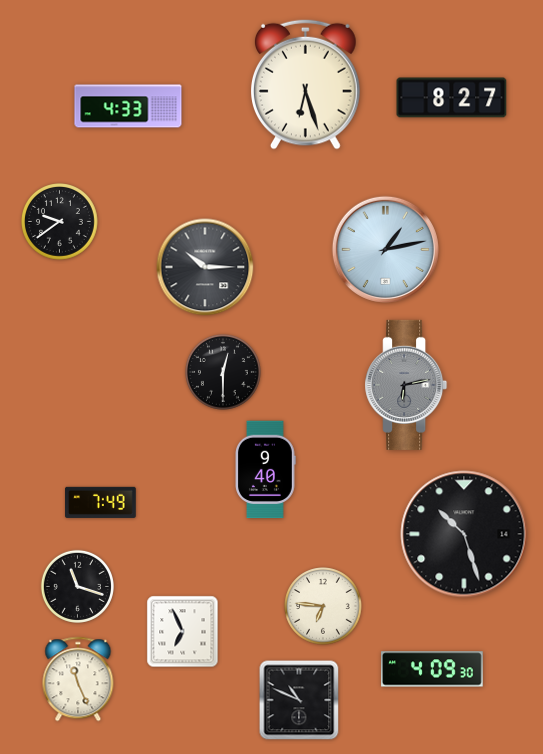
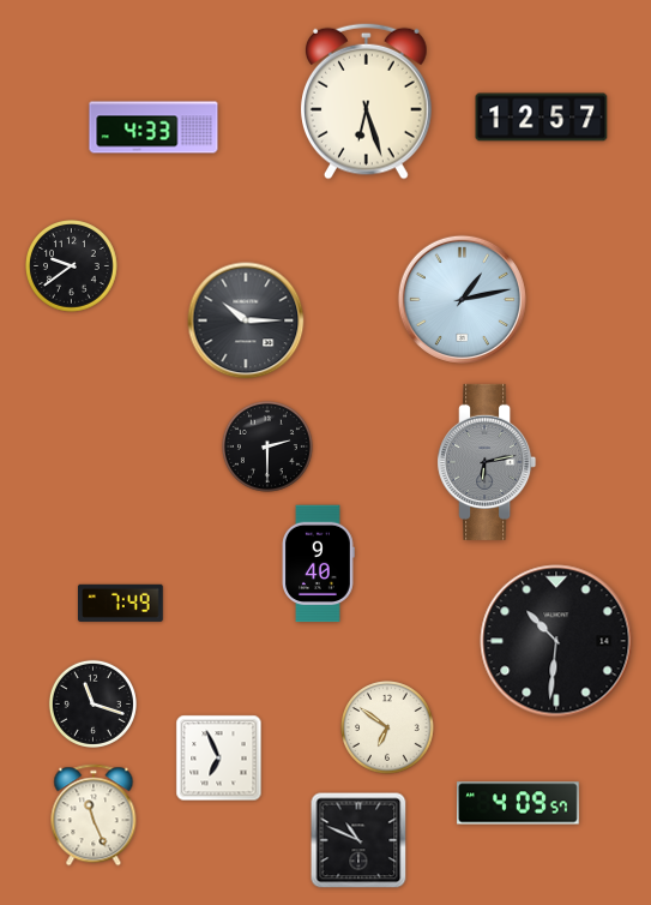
clock at (452, 98): 8:27 -> 12:57
clock at (223, 372): 12:30 -> 2:30
clock at (464, 534): 10:27 -> 10:31
clock at (323, 606): 6:46 -> 6:51
clock at (433, 669): 4:09:30 -> 4:09:57
